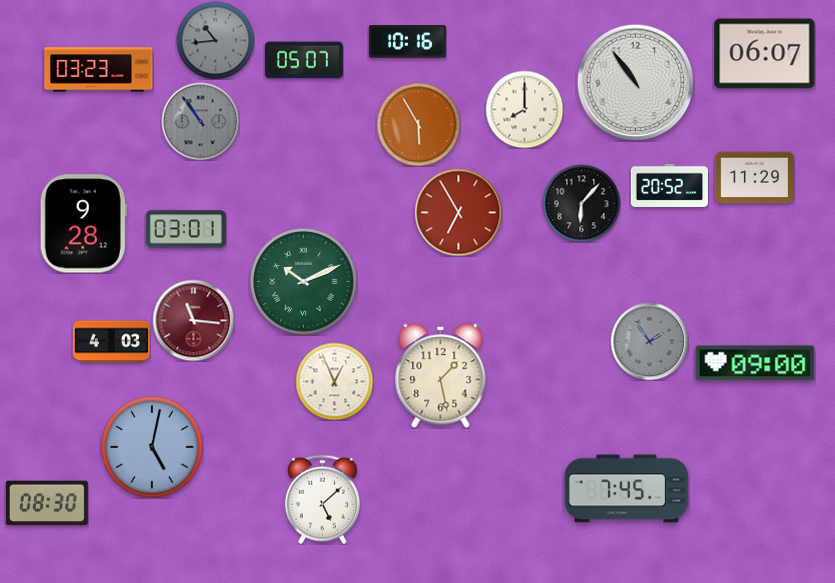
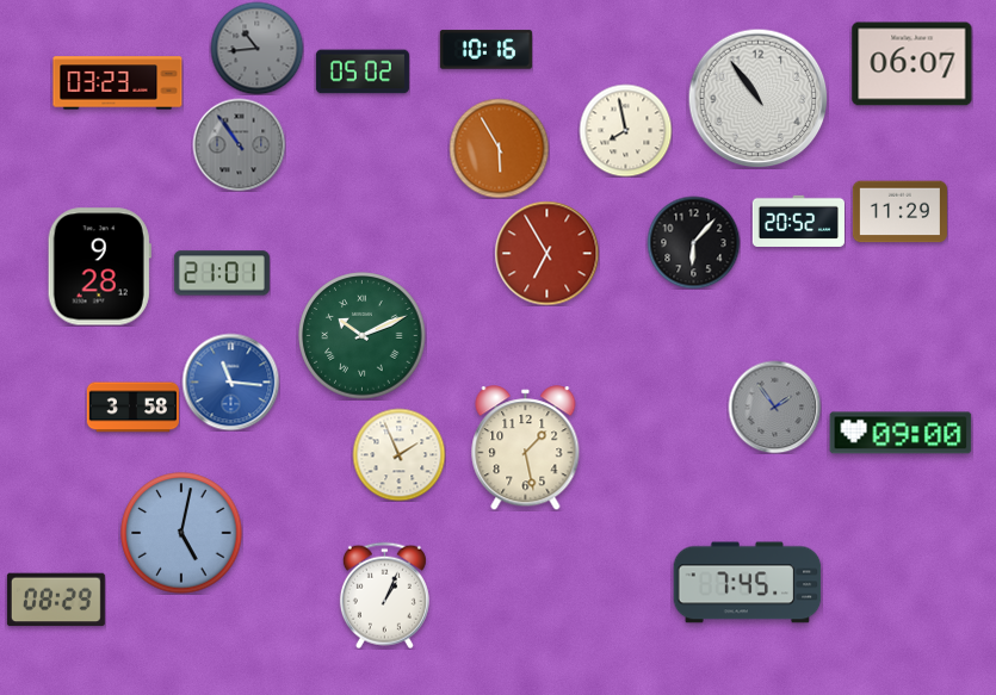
clock at (304, 60): 05:07 -> 05:02
clock at (524, 109): 8:00 -> 7:58
clock at (186, 229): 03:01 -> 21:01
clock at (193, 320) dial: burgundy -> blue
clock at (111, 342): 4:03 -> 3:58
clock at (334, 381): 12:56 -> 1:56
clock at (322, 499): 5:08 -> 1:04
clock at (47, 503): 08:30 -> 08:29
